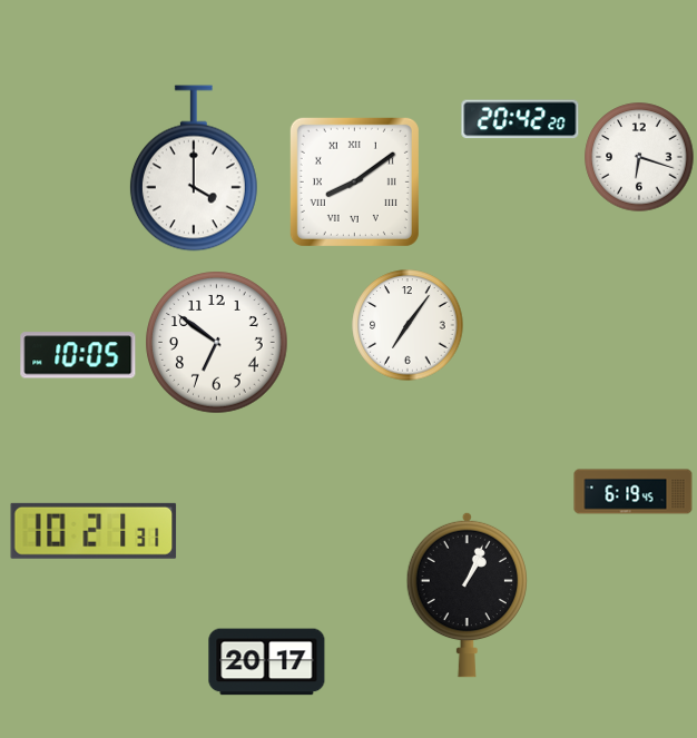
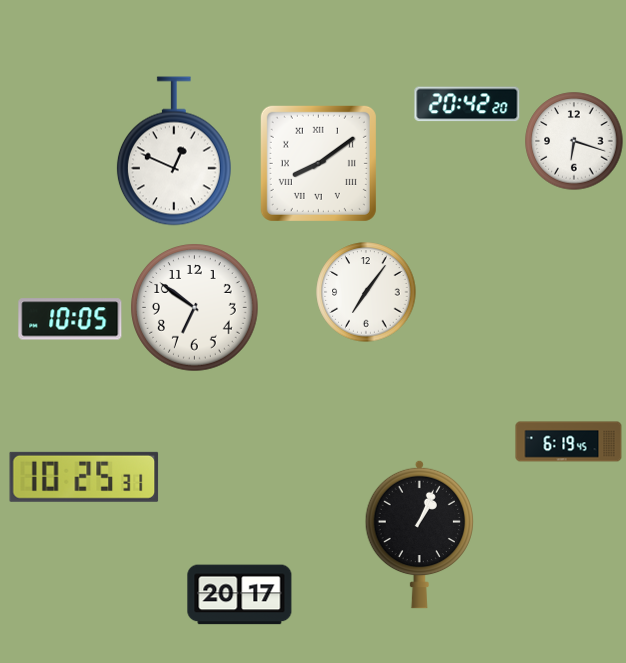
clock at (520, 119) position: (520, 119) -> (467, 104)
clock at (194, 168): 4:00 -> 12:49
clock at (94, 531): 10:21 -> 10:25
